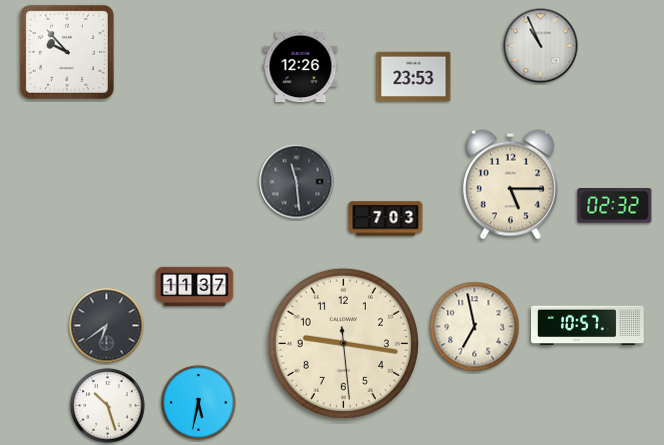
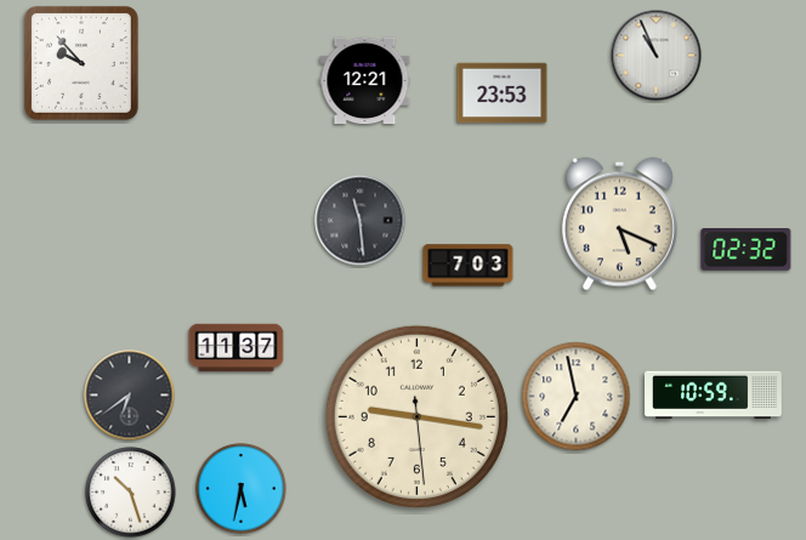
clock at (301, 67): 12:26 -> 12:21
clock at (510, 185): 5:15 -> 5:19
clock at (588, 326): 10:57 -> 10:59
